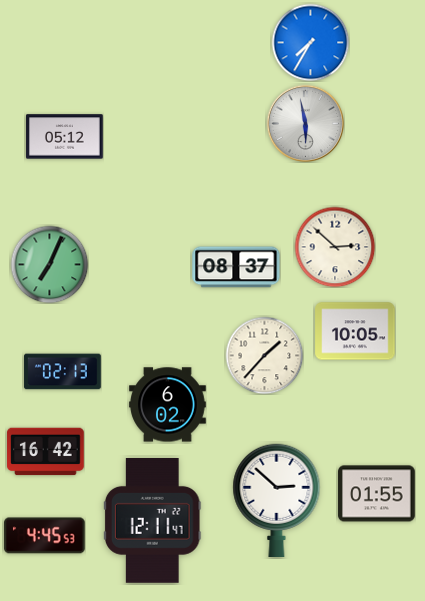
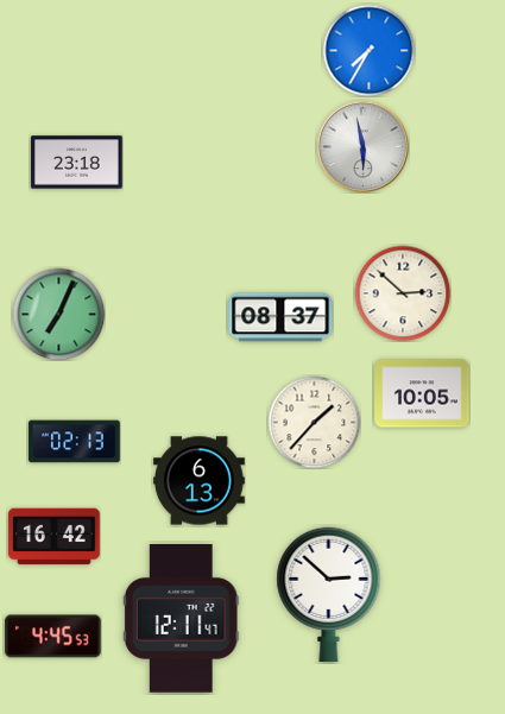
clock at (65, 137): 05:12 -> 23:18
clock at (335, 247) position: (335, 247) -> (403, 293)
clock at (168, 405): 6:02 -> 6:13
clock at (377, 494): 01:55 -> none
